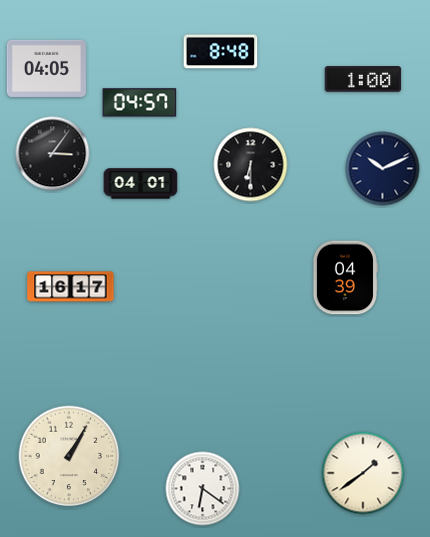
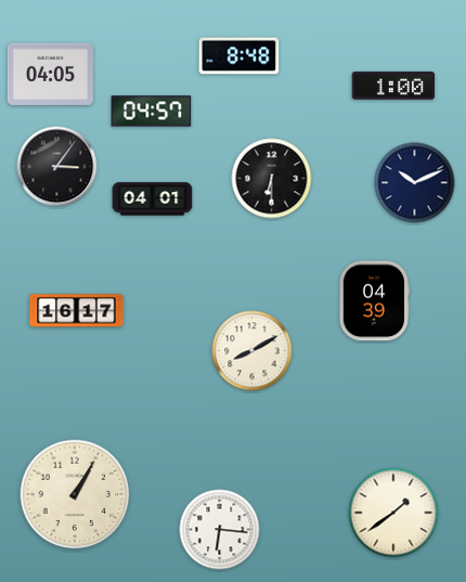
clock at (253, 351): none -> 8:10
clock at (203, 489): 6:21 -> 6:16
